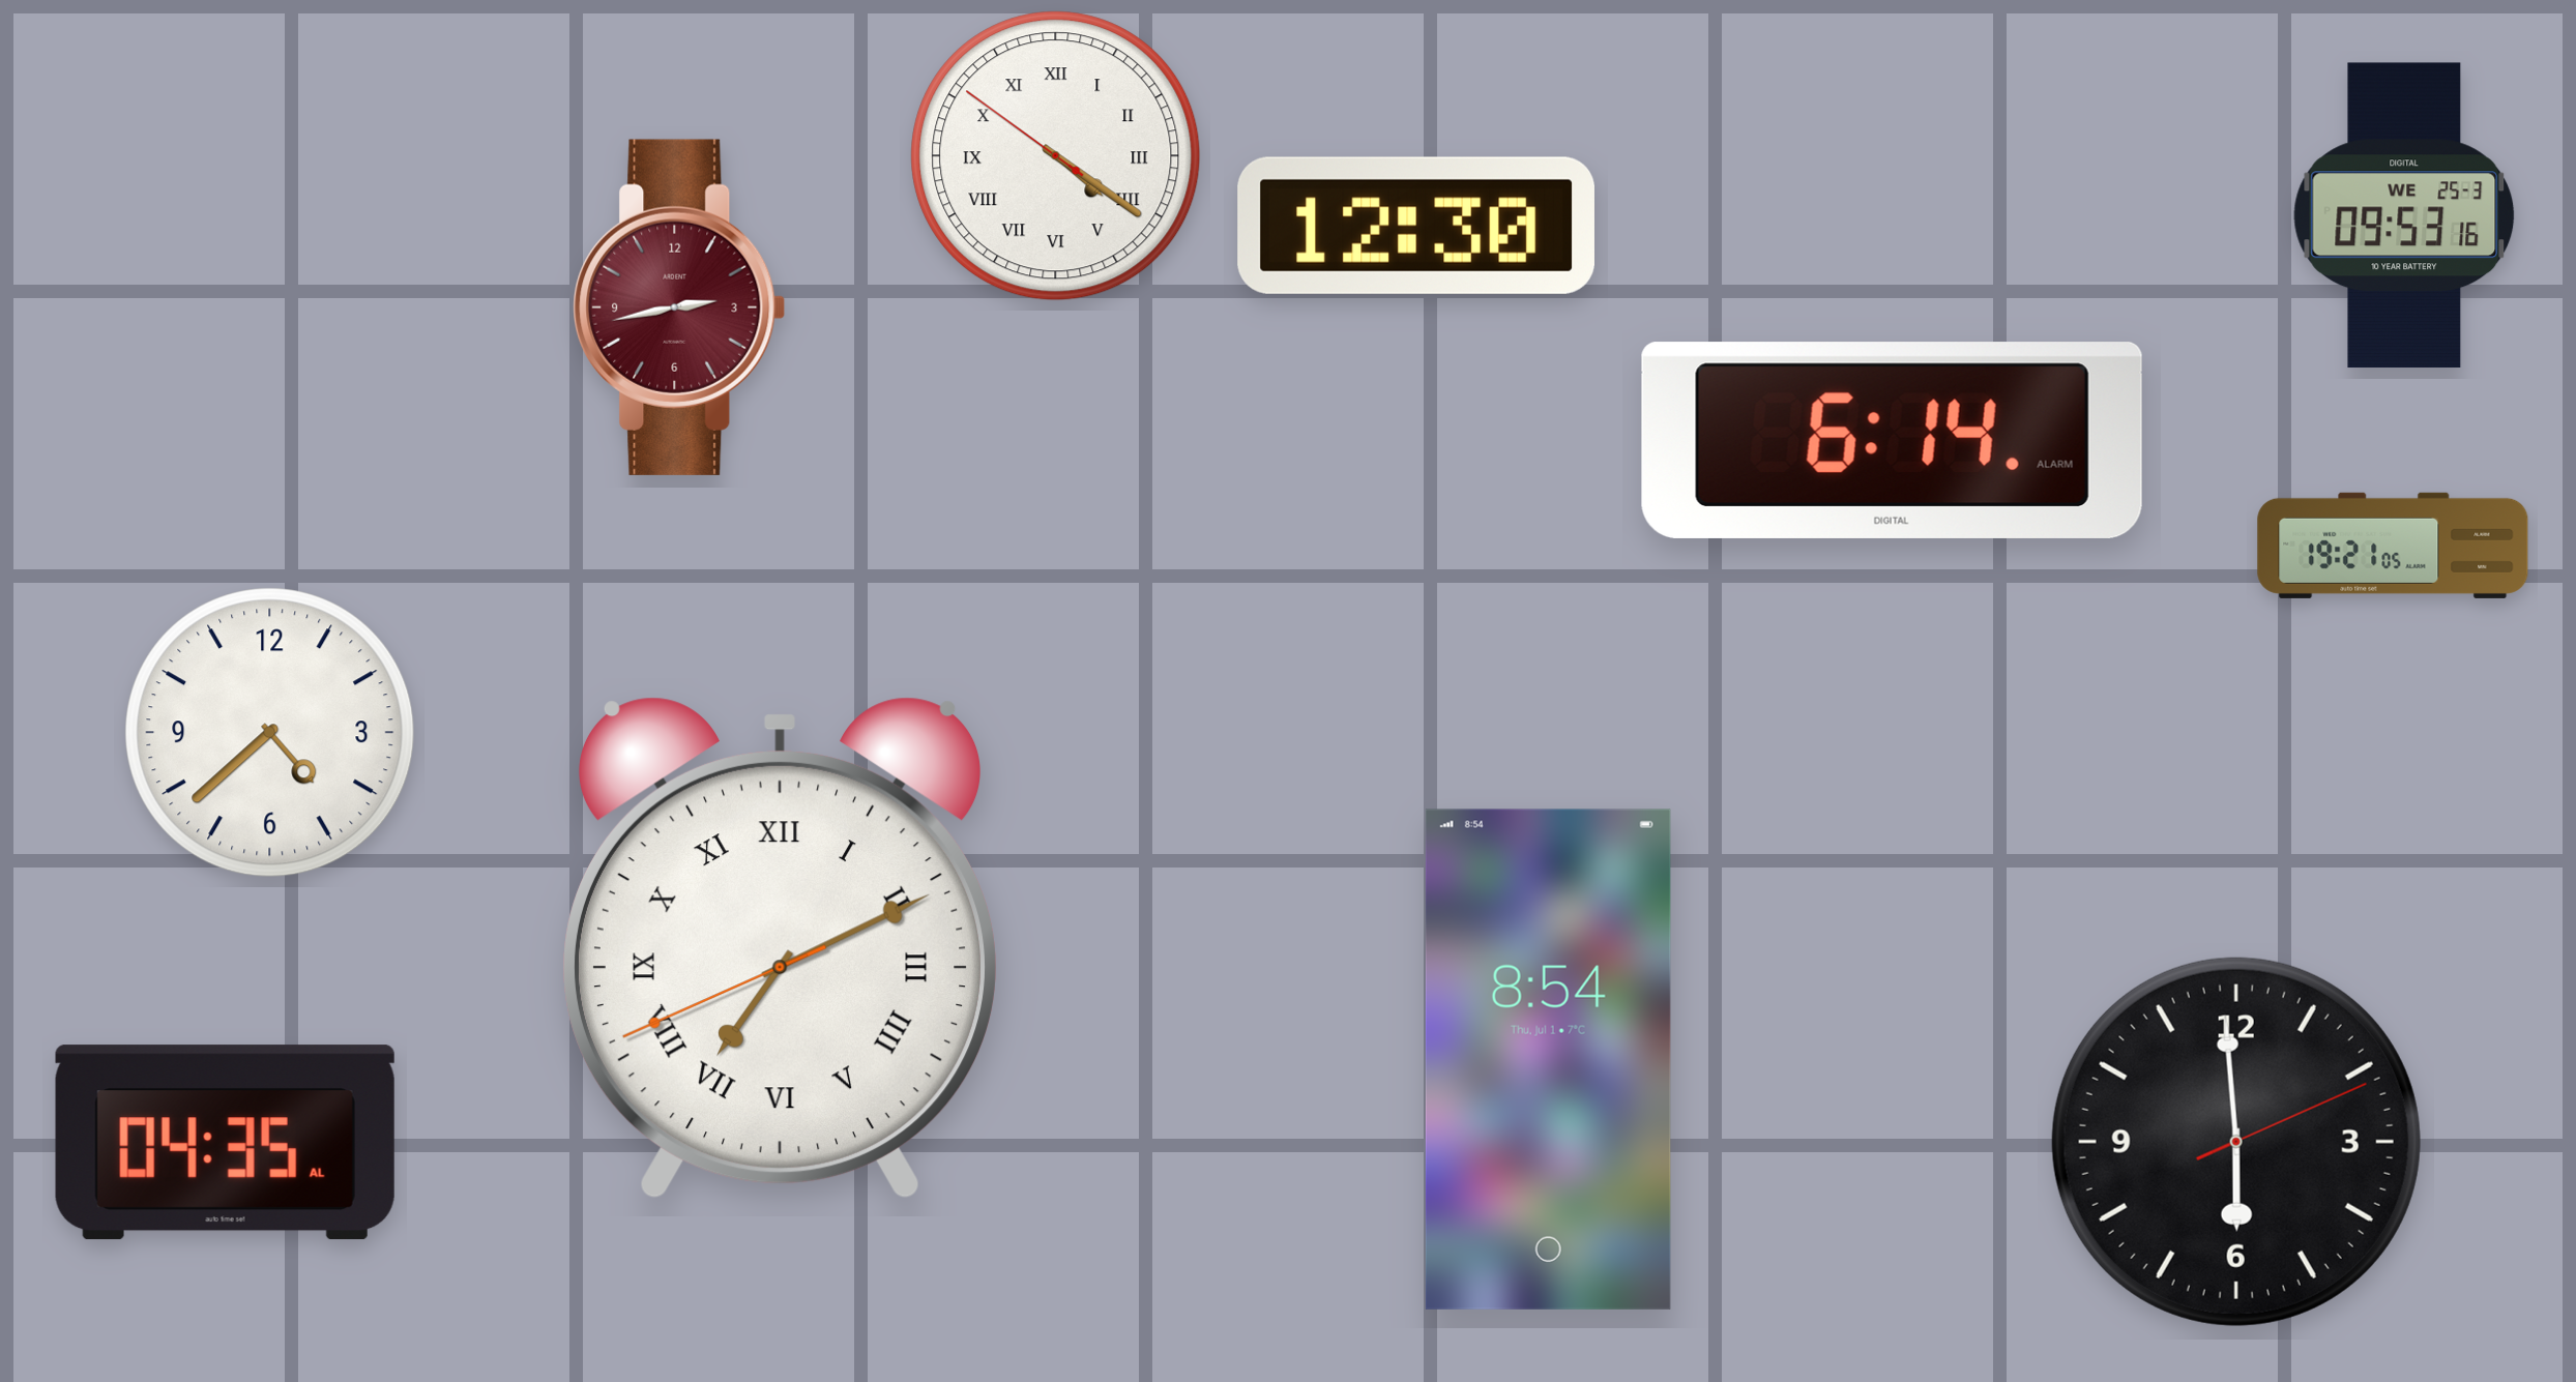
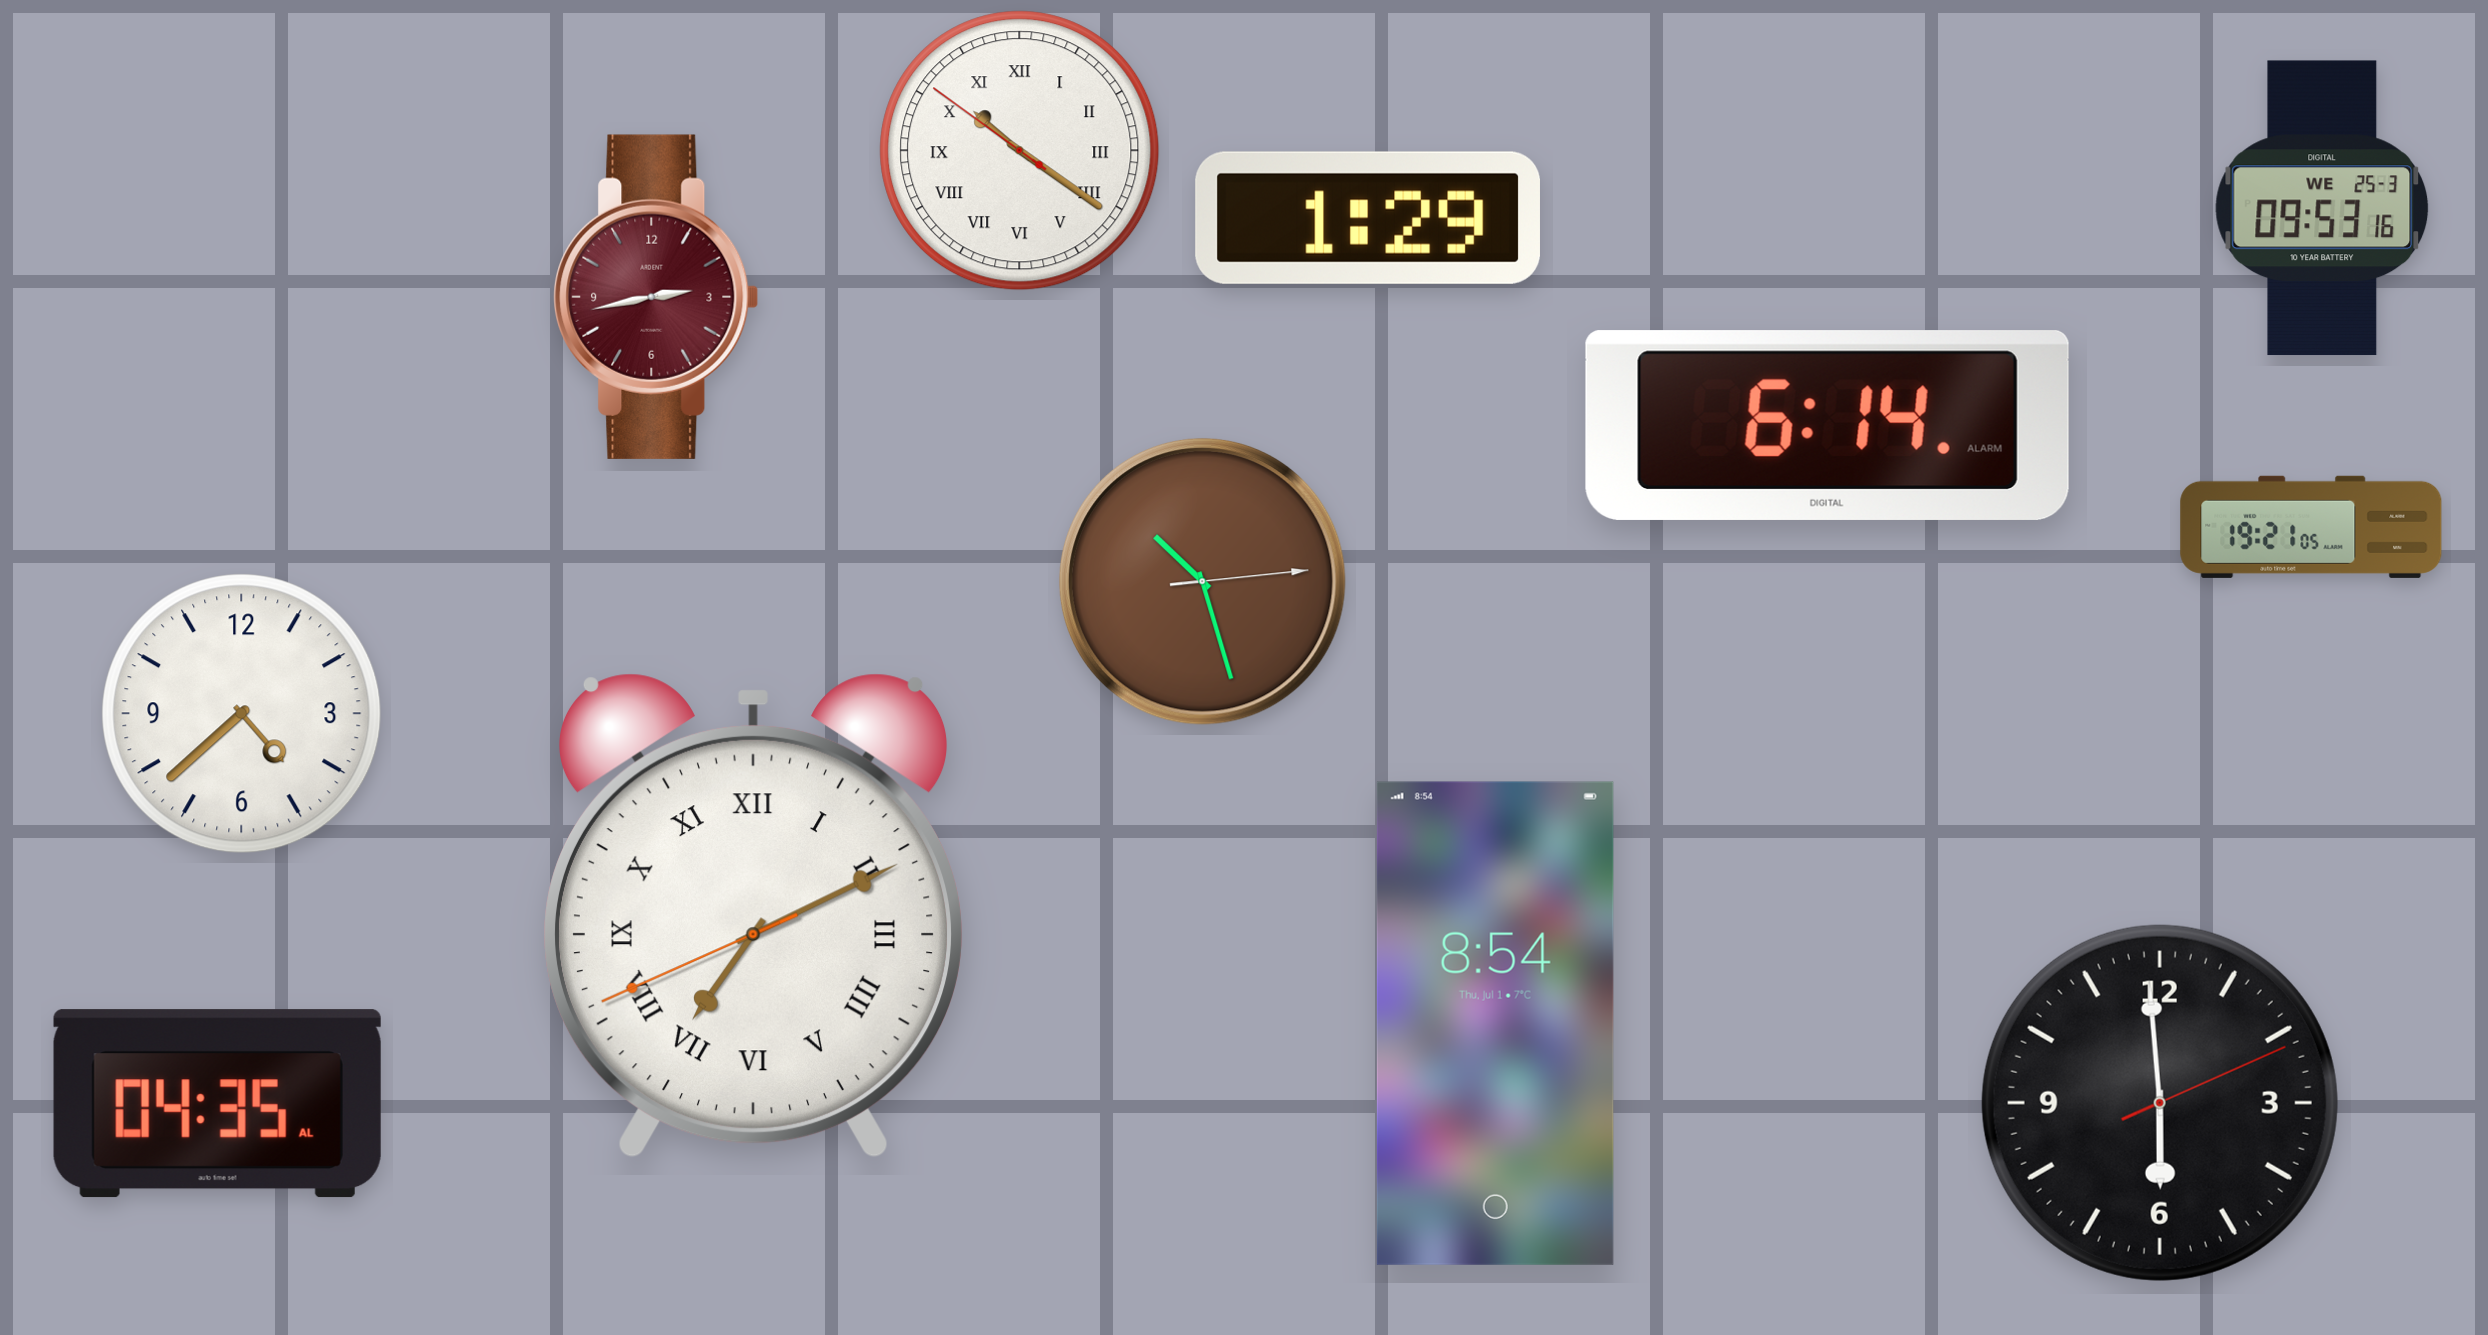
clock at (1056, 156): 4:20 -> 10:20
clock at (1416, 226): 12:30 -> 1:29
clock at (1202, 581): none -> 10:27
clock at (270, 733) position: (270, 733) -> (242, 714)
